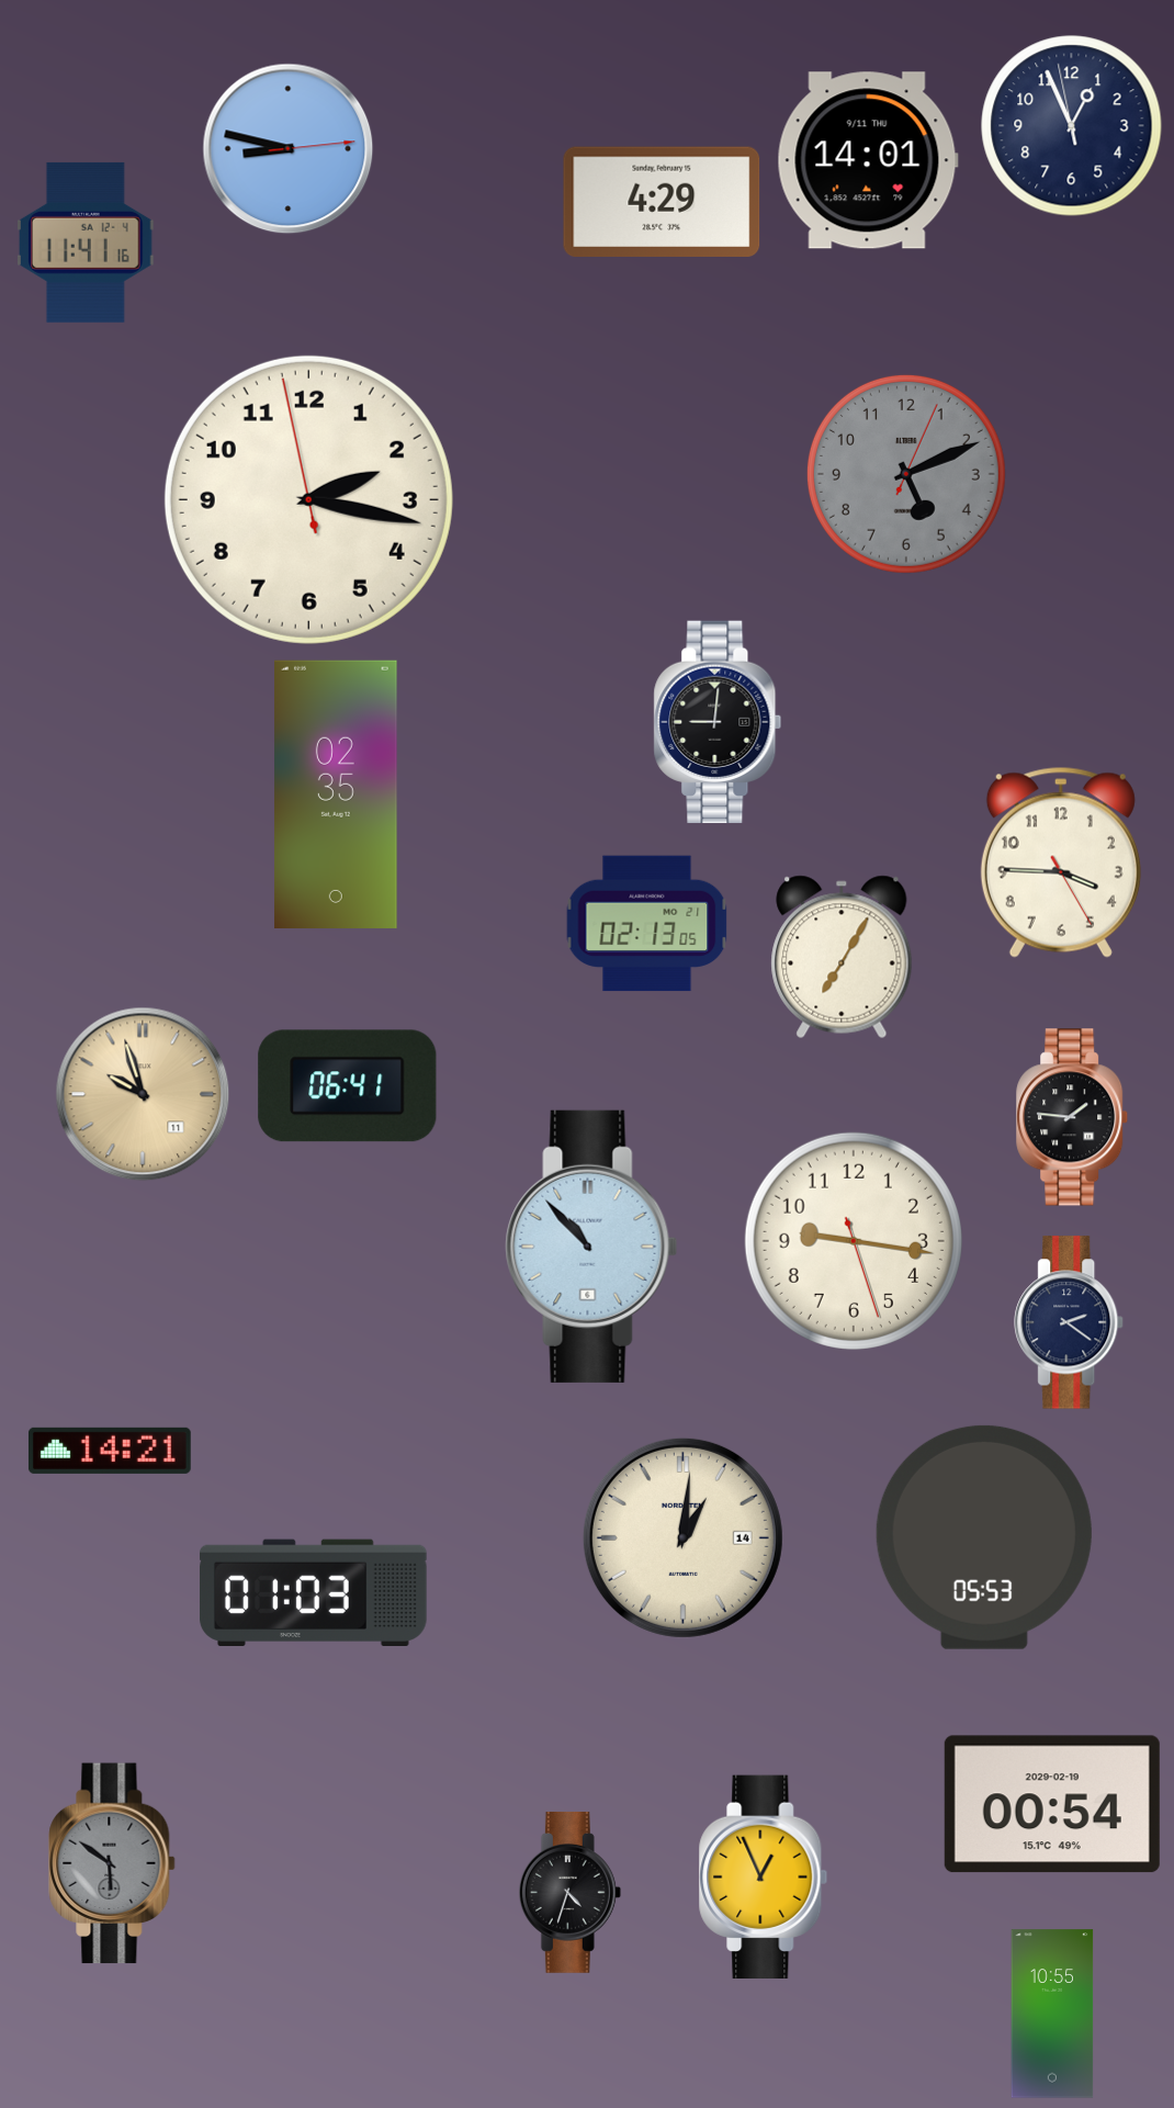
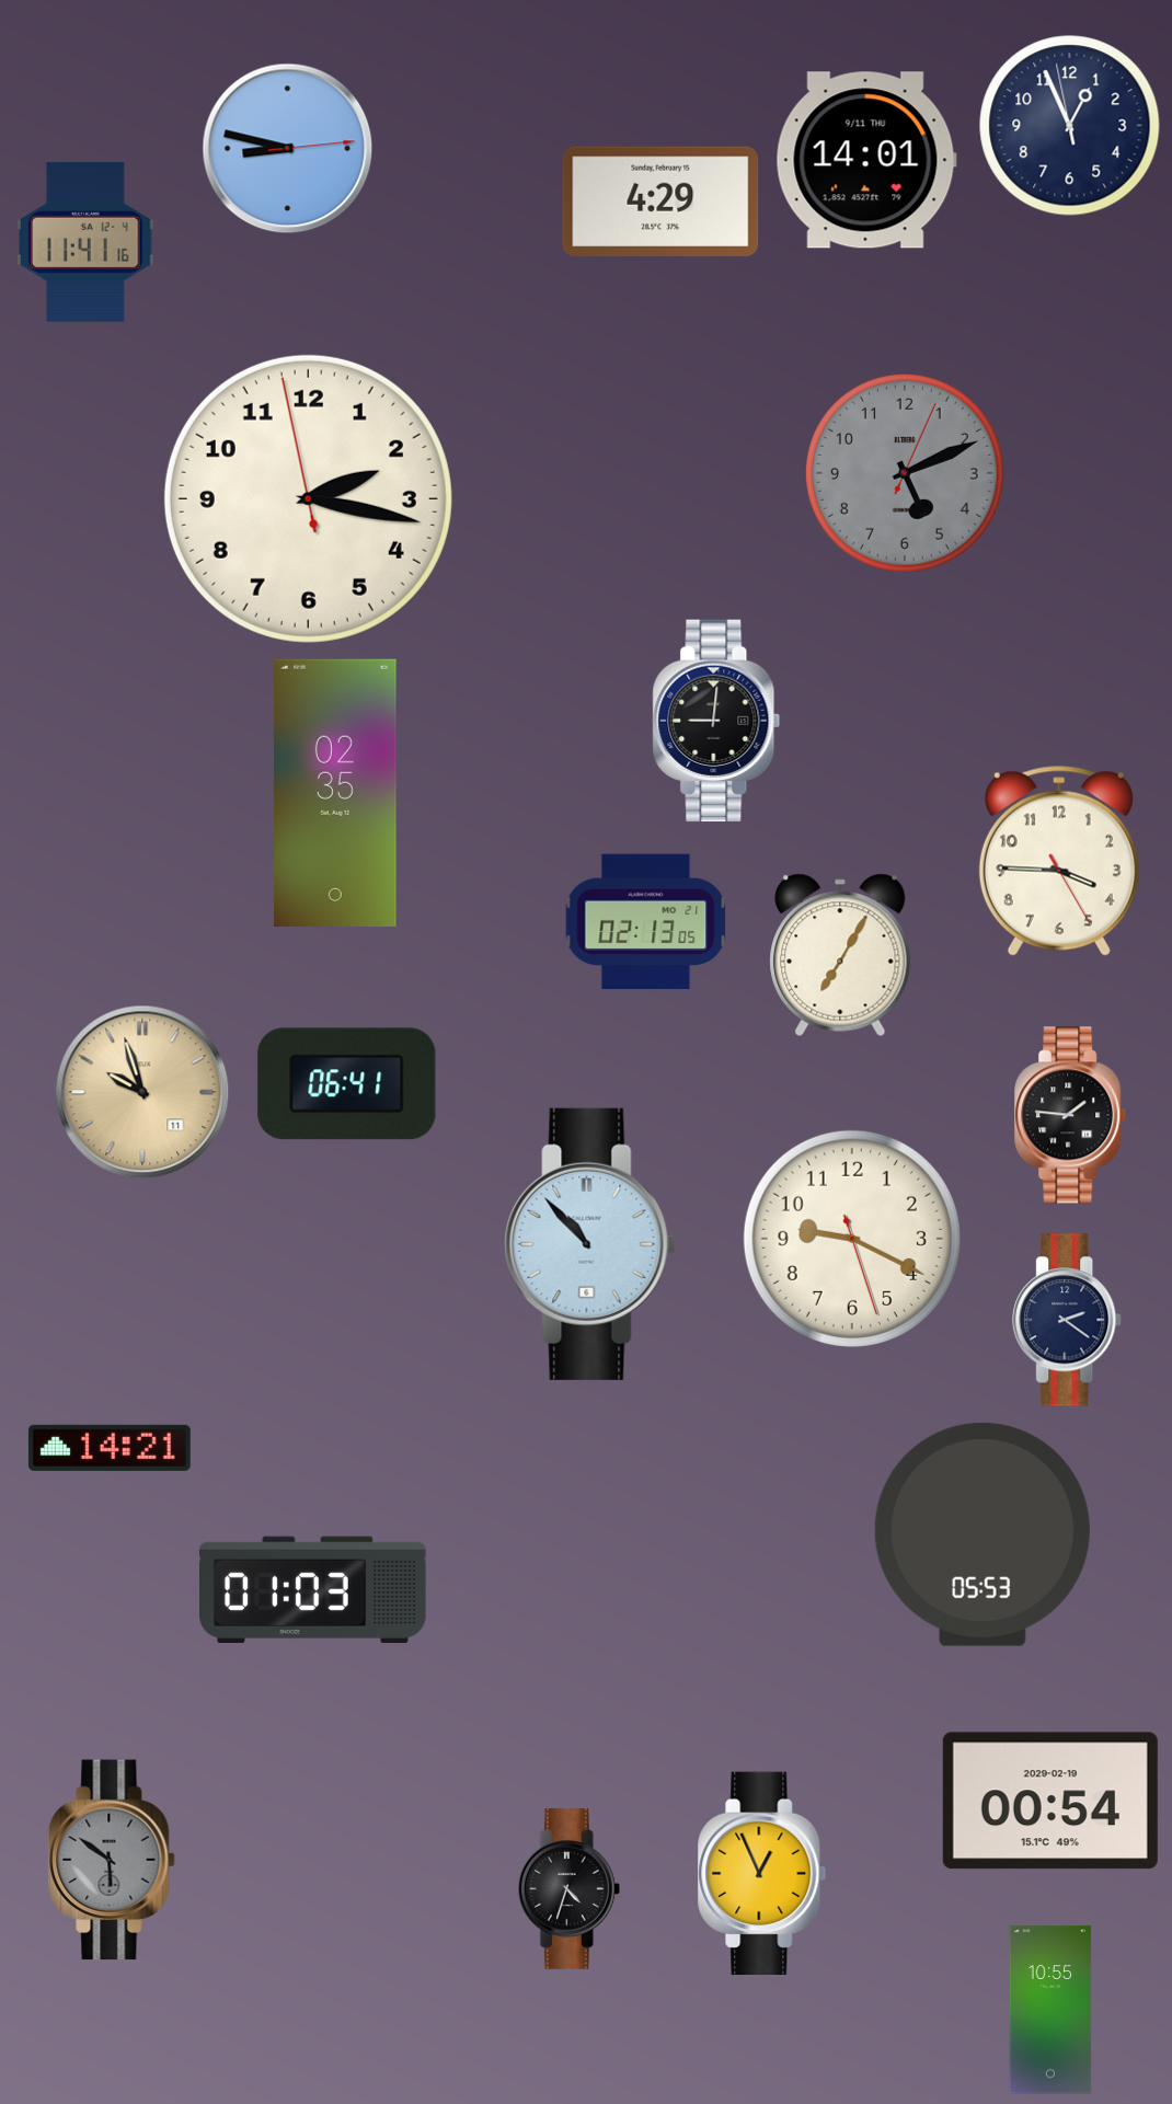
clock at (854, 1241): 9:16 -> 9:19
clock at (682, 1537): 1:01 -> none
